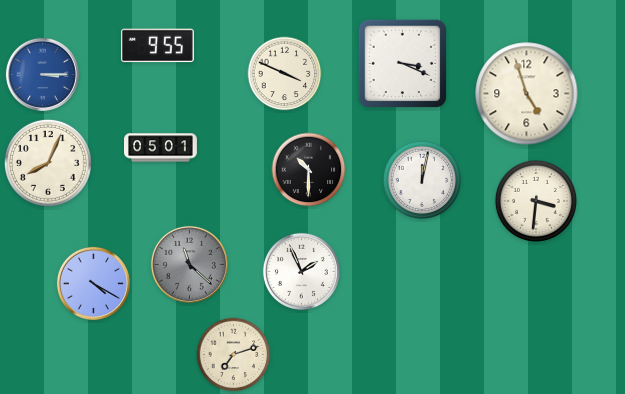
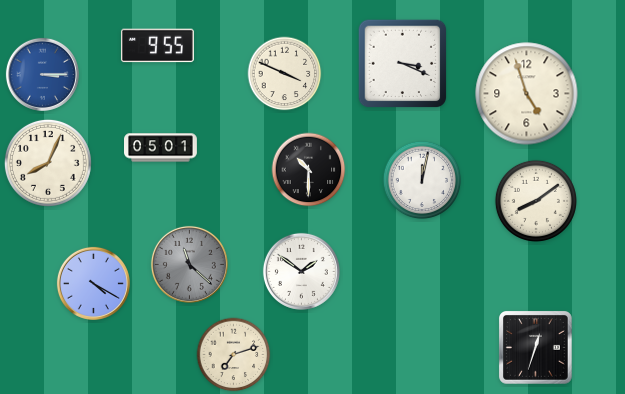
clock at (536, 201): 3:31 -> 8:09
clock at (301, 271): 1:56 -> 1:51
clock at (536, 348): none -> 12:33
